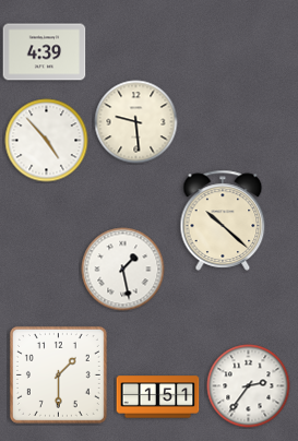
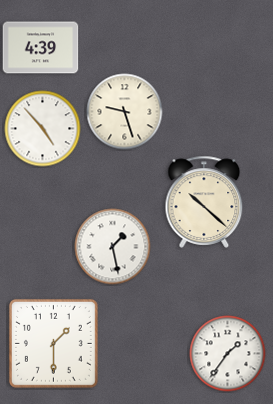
clock at (136, 122): 9:29 -> 9:27
clock at (249, 386): 2:36 -> 1:36
clock at (158, 397): 1:51 -> none
